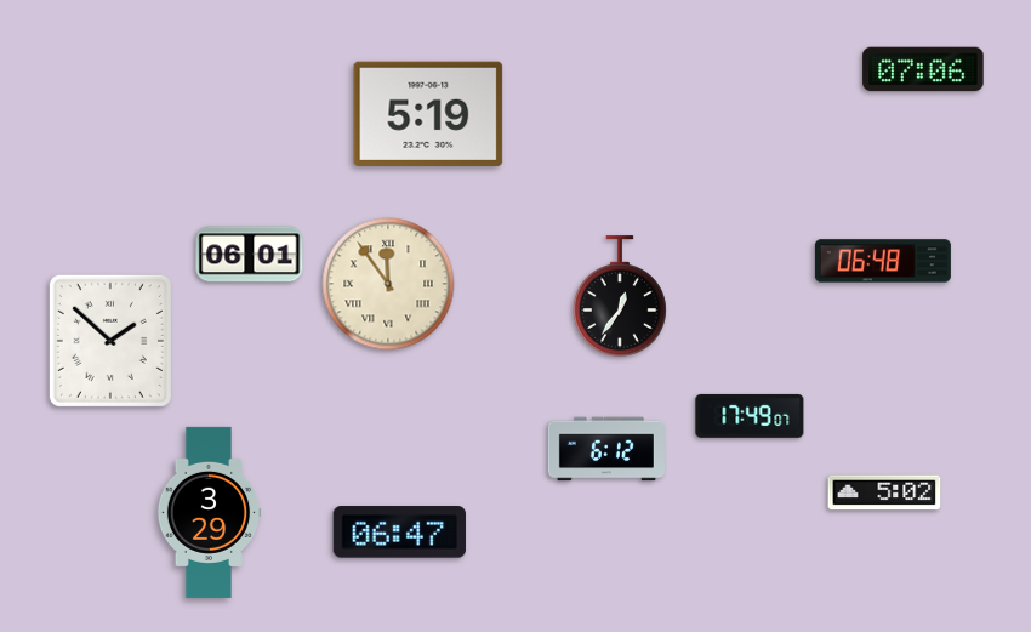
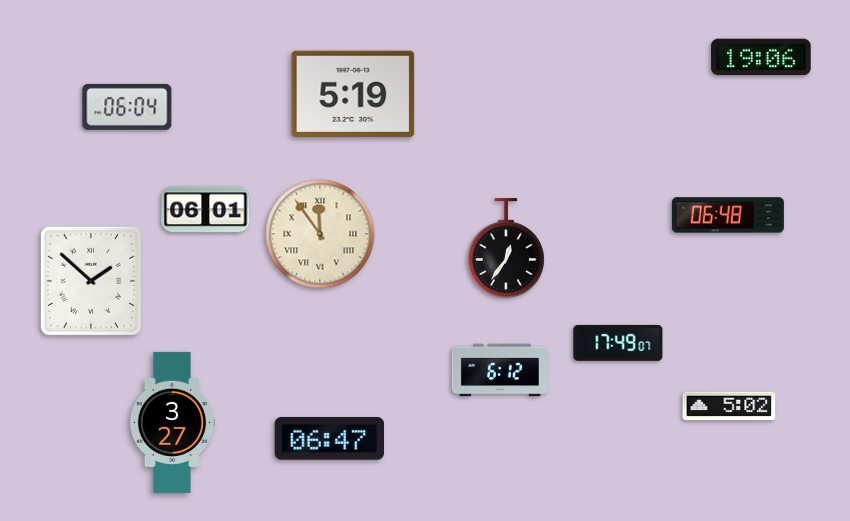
clock at (923, 69): 07:06 -> 19:06
clock at (127, 107): none -> 06:04
clock at (620, 296) position: (620, 296) -> (506, 248)
clock at (209, 512): 3:29 -> 3:27
